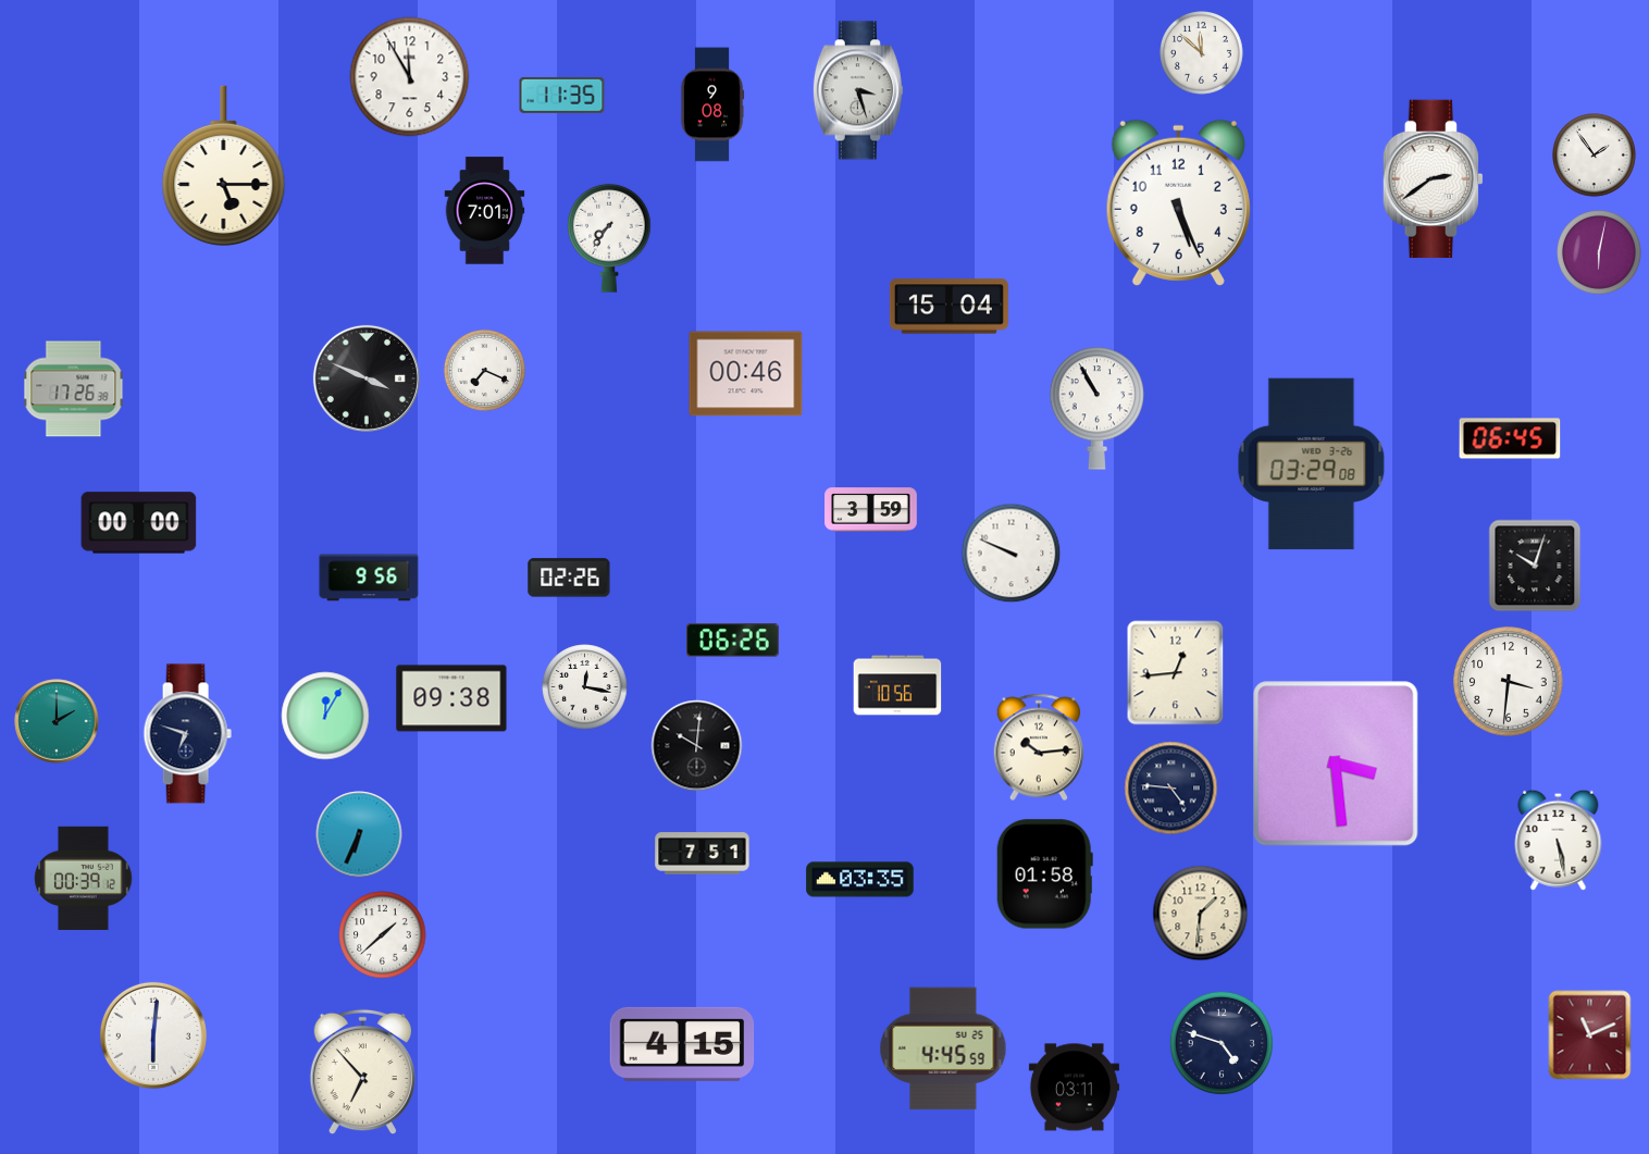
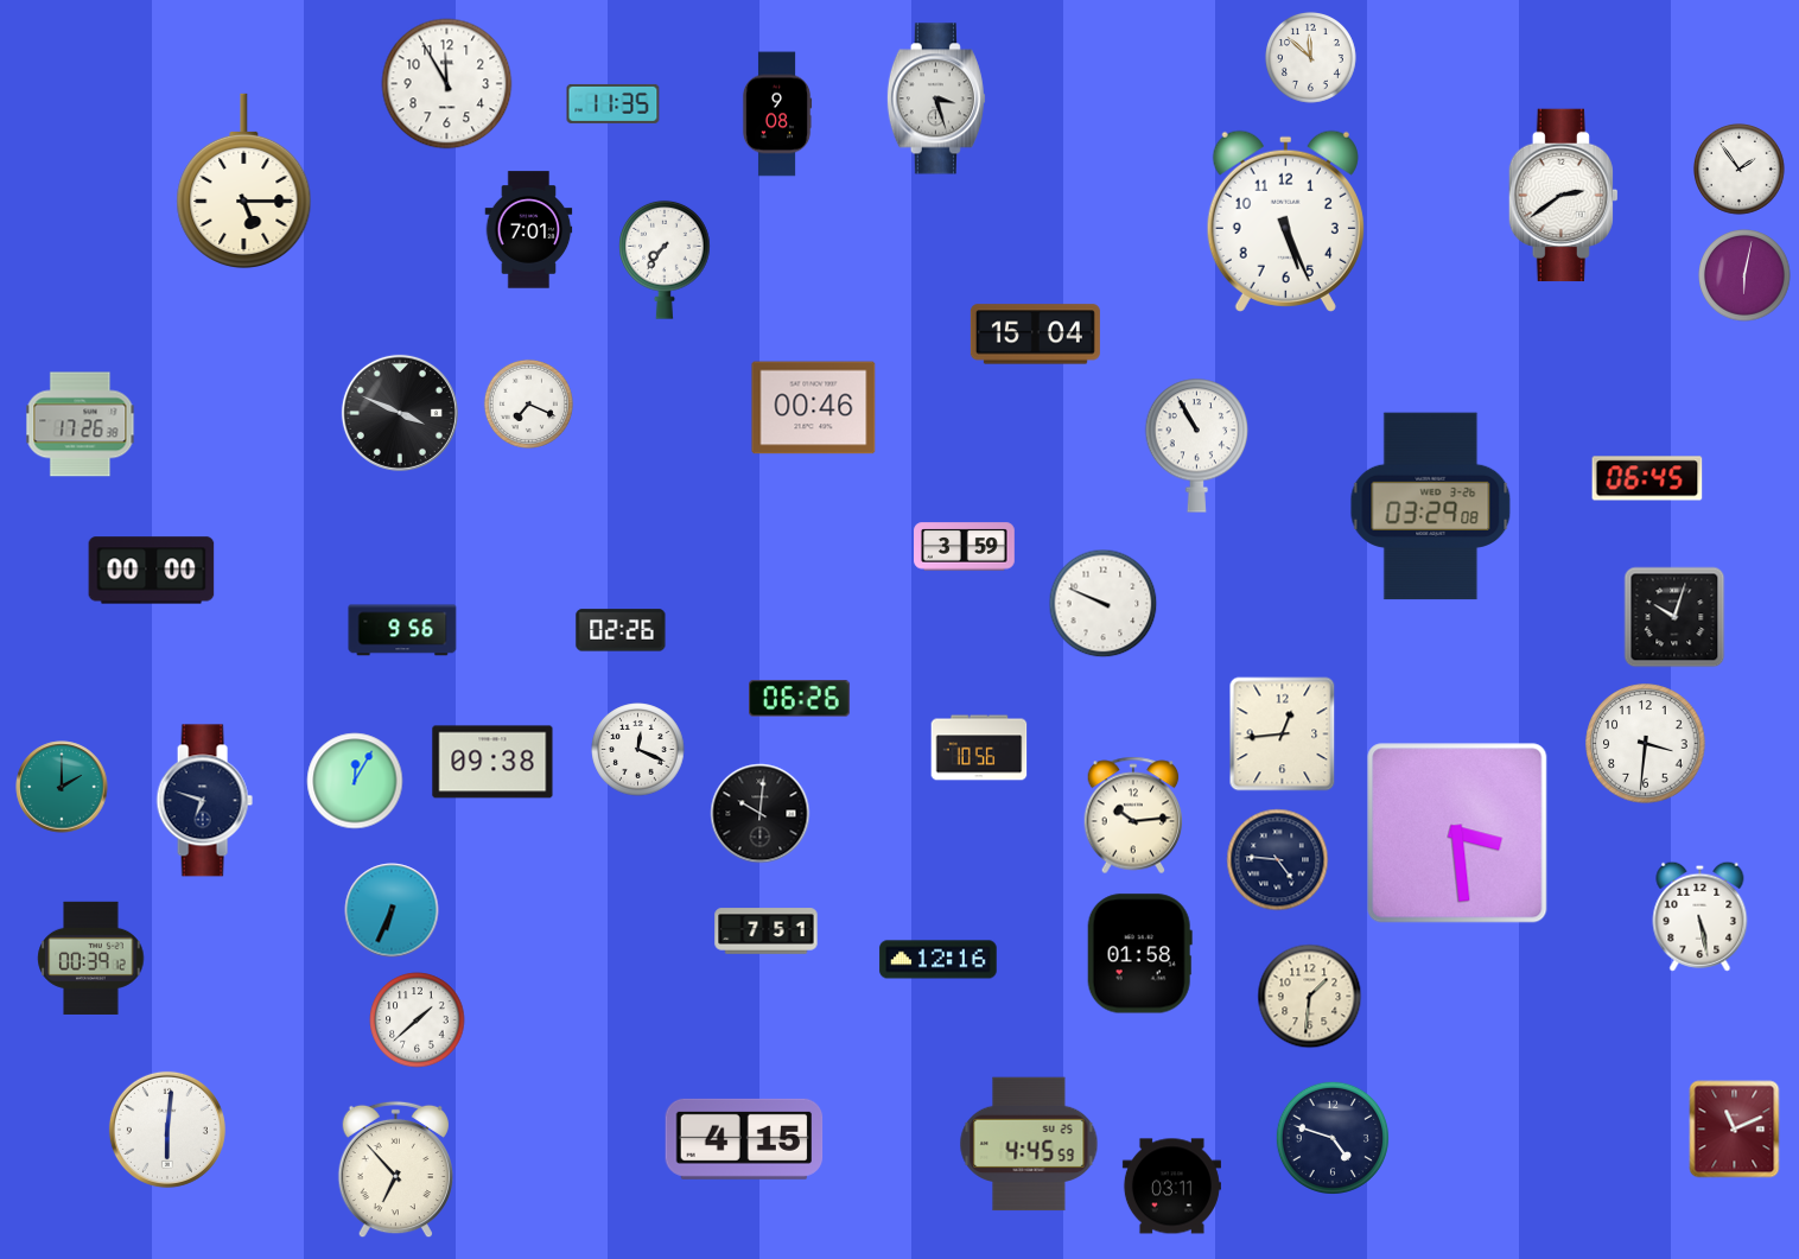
clock at (871, 510) position: (871, 510) -> (965, 547)
clock at (585, 687): 12:17 -> 12:19
clock at (860, 880): 03:35 -> 12:16
